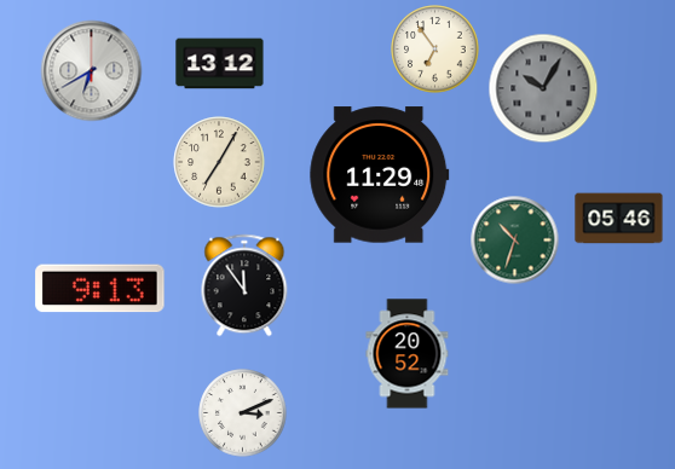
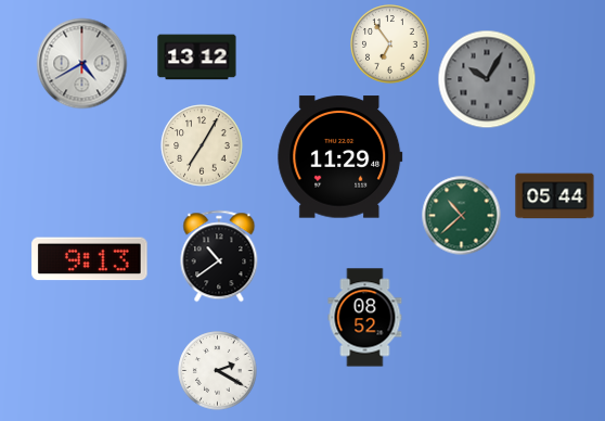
clock at (92, 71): 6:40 -> 4:40
clock at (219, 162) position: (219, 162) -> (202, 145)
clock at (619, 219): 05:46 -> 05:44
clock at (515, 241): 10:33 -> 10:38
clock at (244, 285): 11:54 -> 10:39
clock at (408, 354): 20:52 -> 08:52
clock at (243, 413): 3:11 -> 2:20
